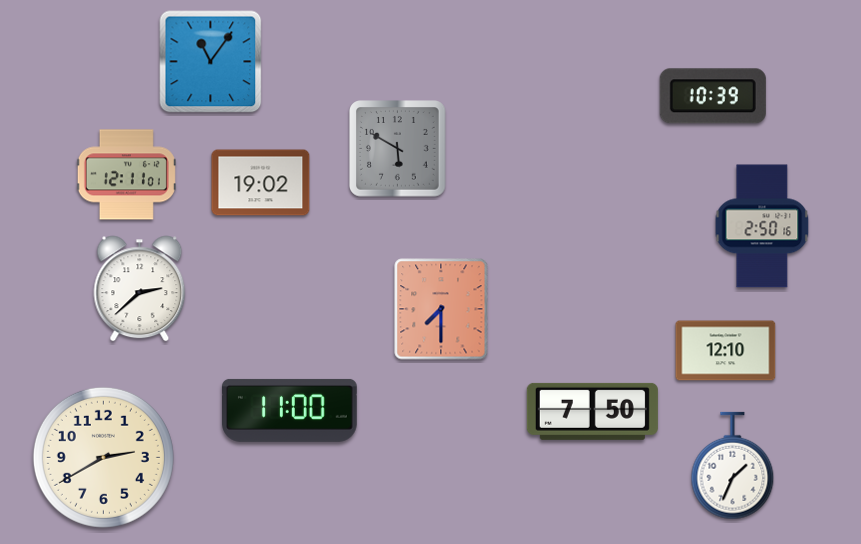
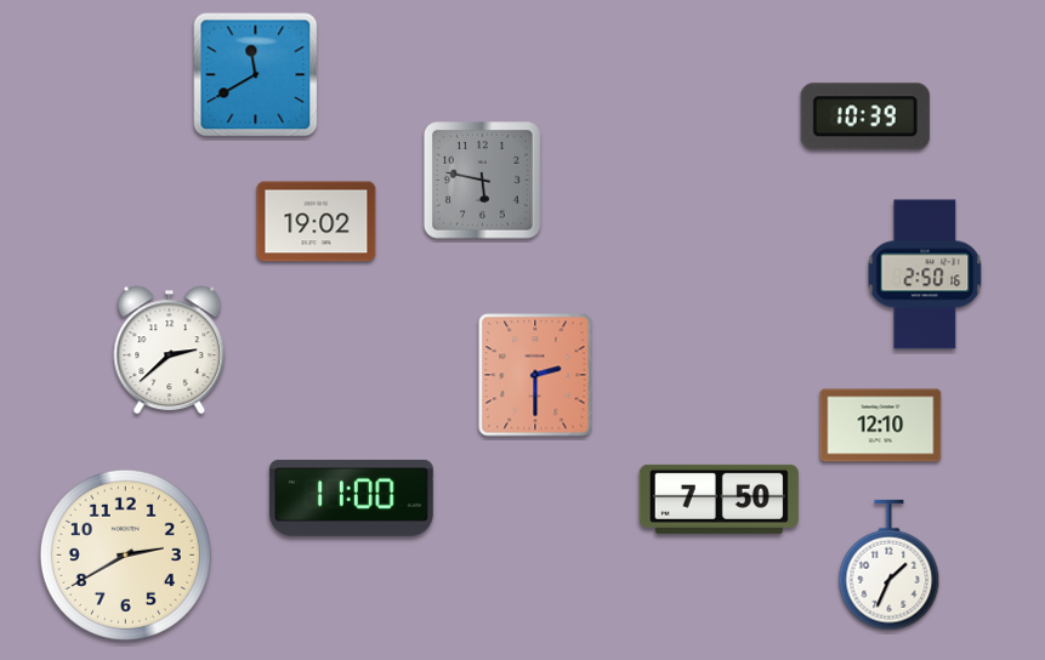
clock at (211, 62): 11:06 -> 11:40
clock at (398, 149): 5:50 -> 5:47
clock at (126, 175): 12:11 -> none
clock at (441, 309): 7:30 -> 2:30
